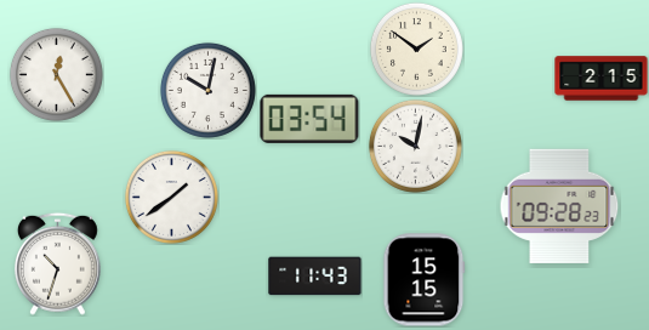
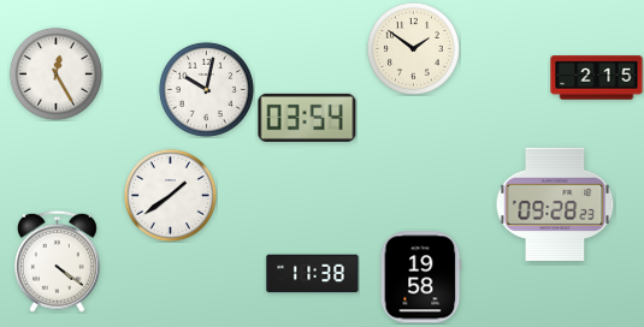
clock at (415, 146): 10:02 -> none
clock at (57, 263): 10:33 -> 4:21
clock at (315, 277): 11:43 -> 11:38
clock at (425, 280): 15:15 -> 19:58
